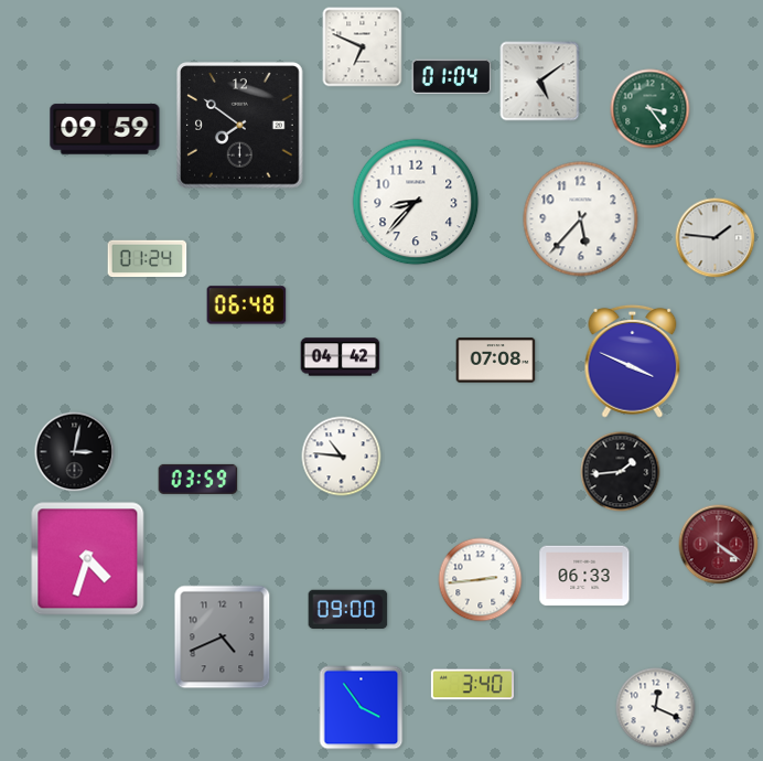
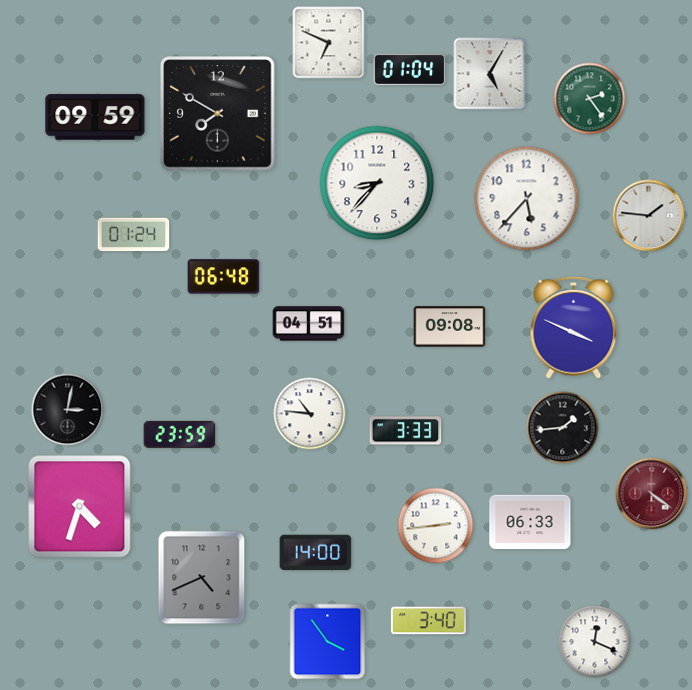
clock at (540, 82): 5:09 -> 5:05
clock at (651, 109): 3:24 -> 2:24
clock at (240, 126): 7:51 -> 7:50
clock at (341, 357): 04:42 -> 04:51
clock at (496, 361): 07:08 -> 09:08
clock at (406, 431): none -> 3:33
clock at (198, 479): 03:59 -> 23:59
clock at (348, 610): 09:00 -> 14:00
